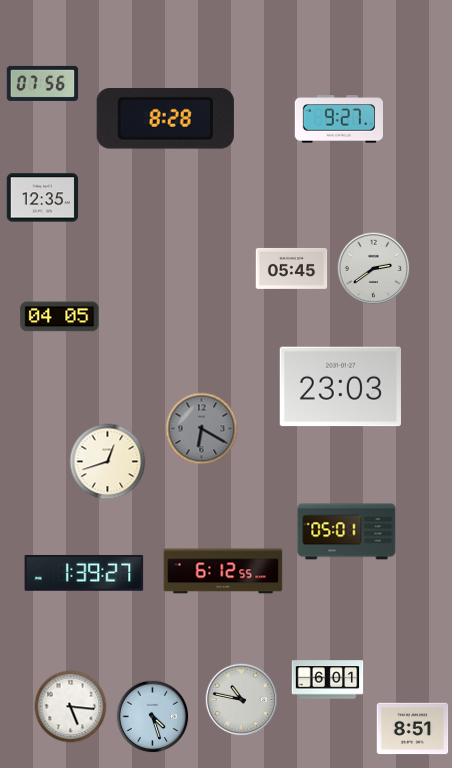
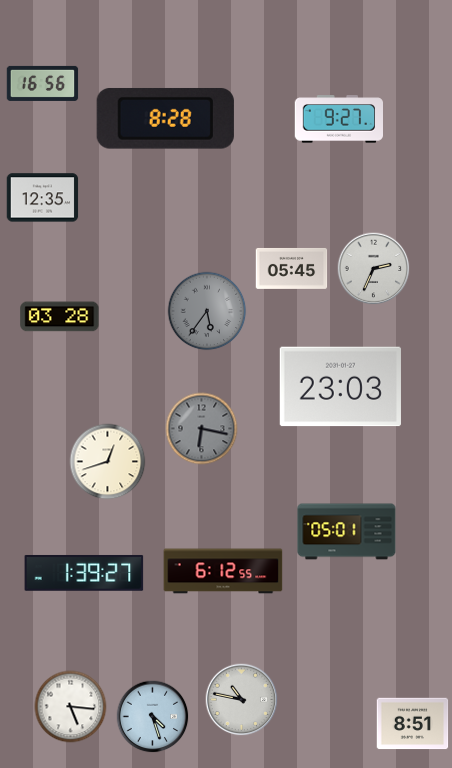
clock at (43, 83): 07:56 -> 16:56
clock at (374, 269): 2:39 -> 2:34
clock at (207, 311): none -> 5:36
clock at (60, 317): 04:05 -> 03:28
clock at (202, 429): 6:20 -> 6:17
clock at (328, 680): 6:01 -> none
clock at (413, 729) position: (413, 729) -> (413, 724)
